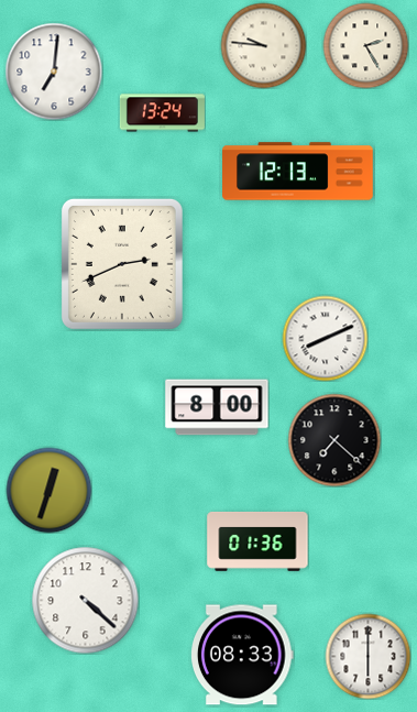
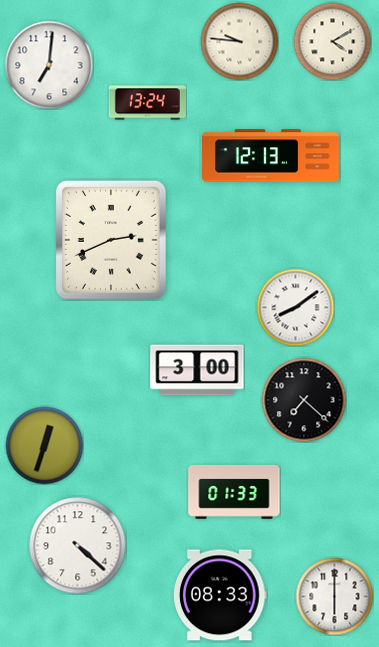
clock at (365, 45): 2:25 -> 4:10
clock at (325, 338): 8:11 -> 8:09
clock at (217, 407): 8:00 -> 3:00
clock at (257, 541): 01:36 -> 01:33
